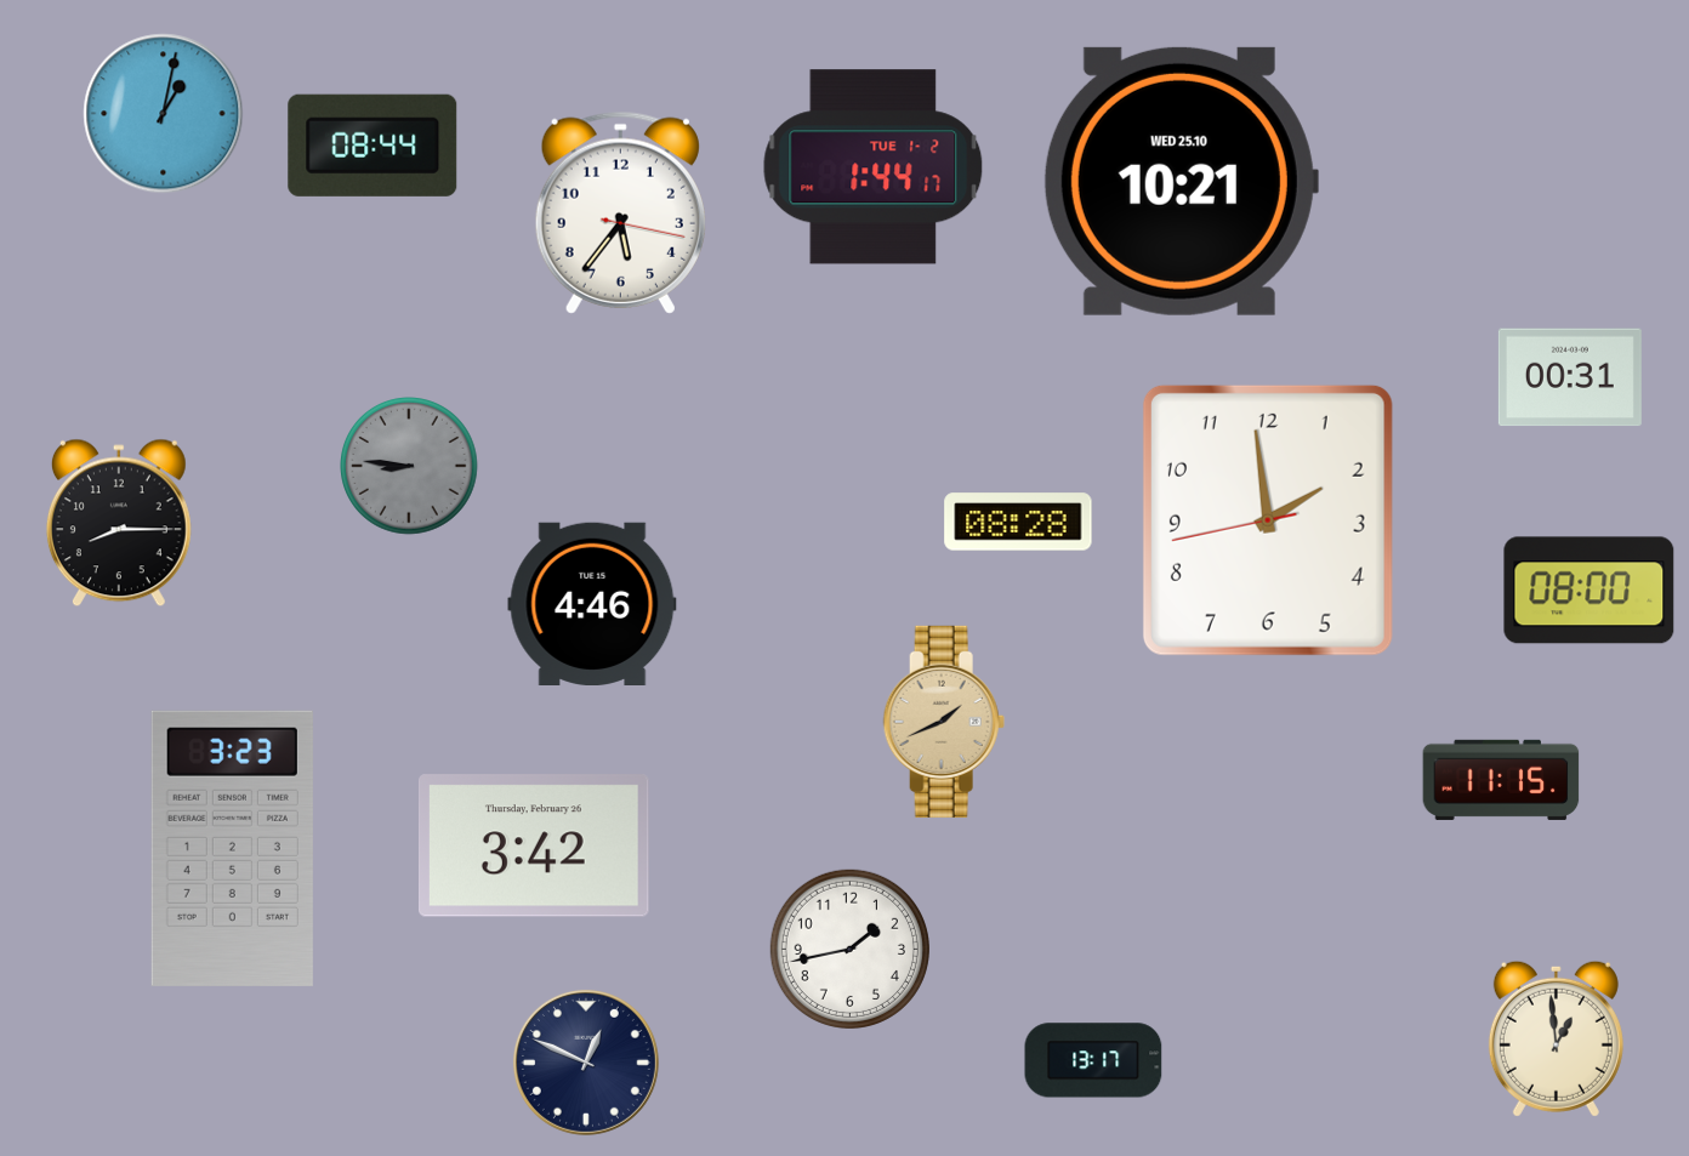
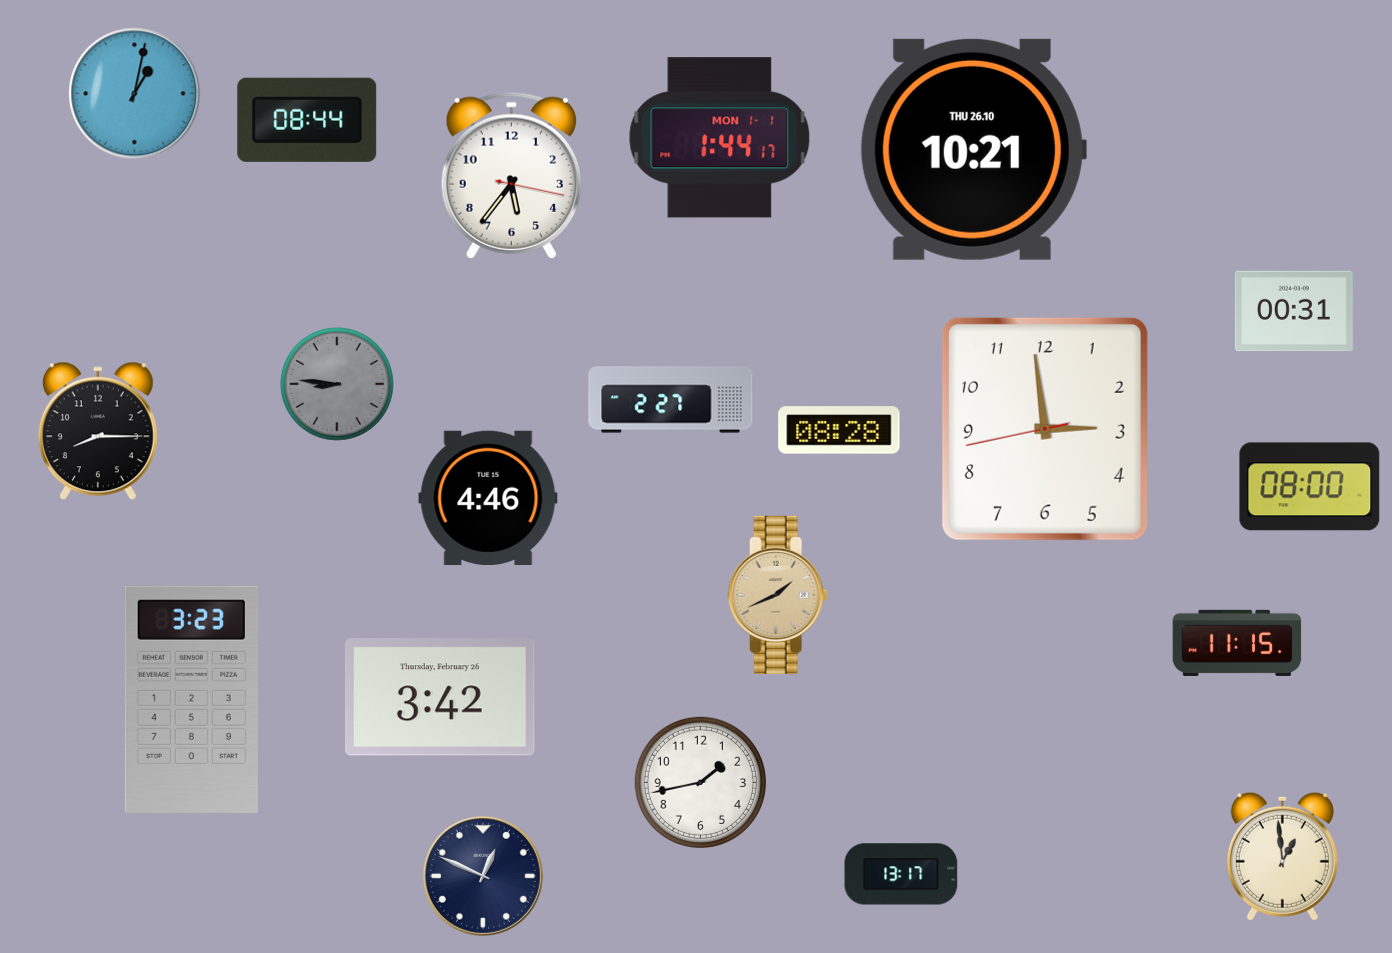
clock at (874, 167) date: TUE 1-2 -> MON 1-1
clock at (1181, 181) date: WED 25.10 -> THU 26.10
clock at (671, 400): none -> 2:27
clock at (1268, 520): 1:58 -> 2:58
